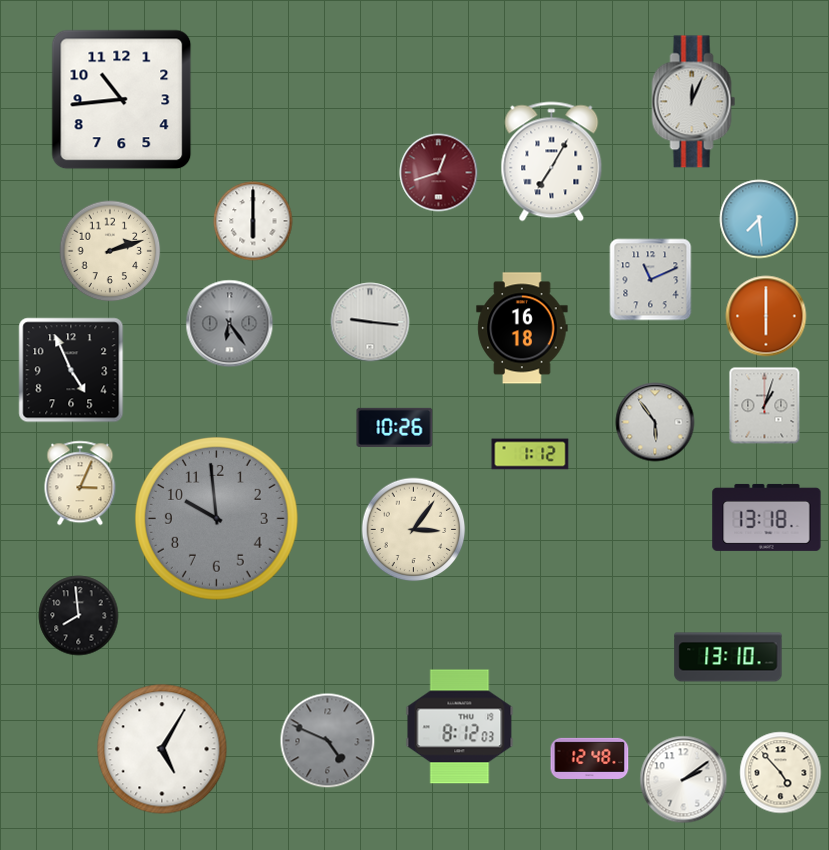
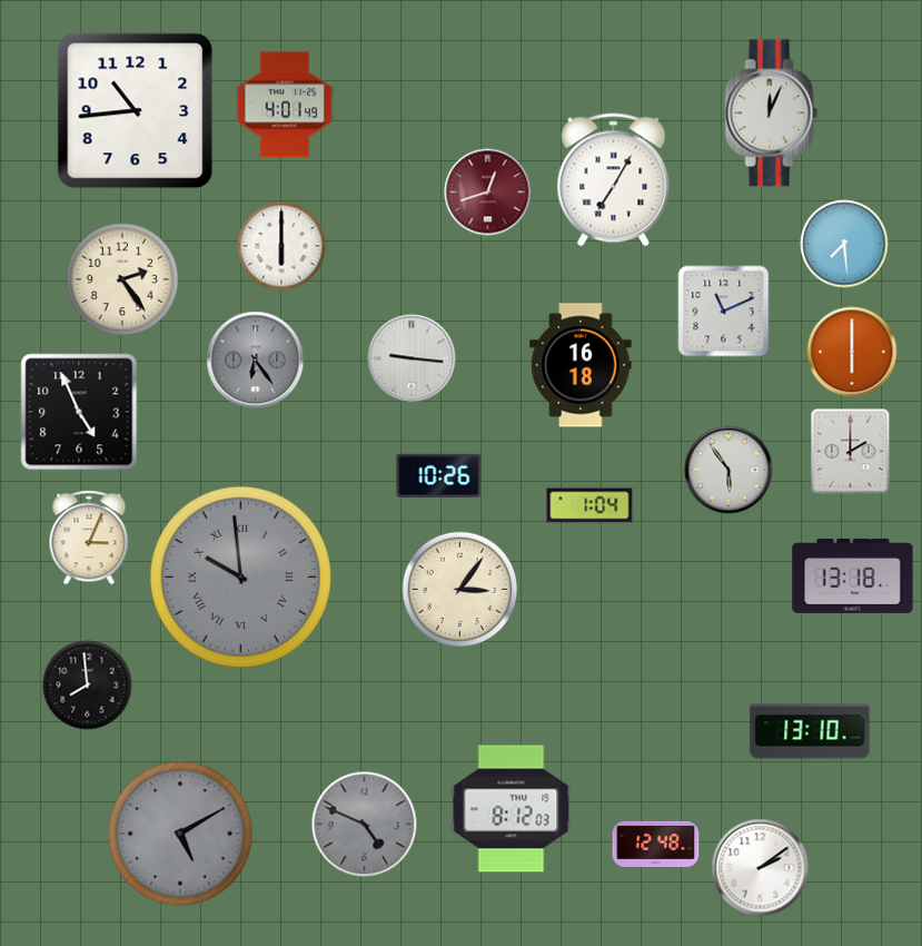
clock at (285, 105): none -> 4:01
clock at (110, 251): 2:12 -> 2:24
clock at (765, 406): 1:03 -> 2:00
clock at (530, 454): 1:12 -> 1:04
clock at (216, 518) numerals: Arabic -> Roman
clock at (162, 749): 5:05 -> 5:10
clock at (162, 749) dial: white -> grey
clock at (781, 773): 4:53 -> none
